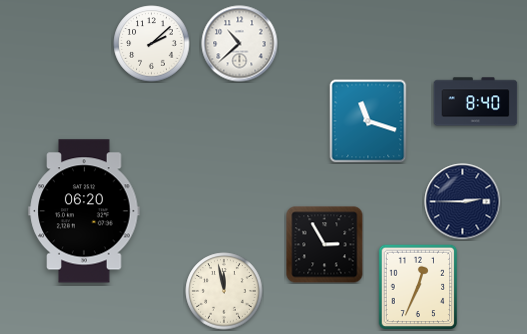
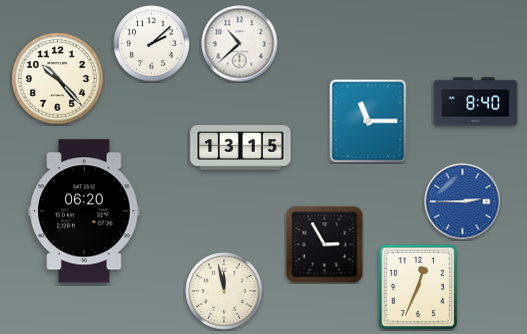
clock at (58, 79): none -> 10:23
clock at (368, 121): 11:18 -> 11:15
clock at (241, 148): none -> 13:15
clock at (463, 202) dial: navy -> blue
